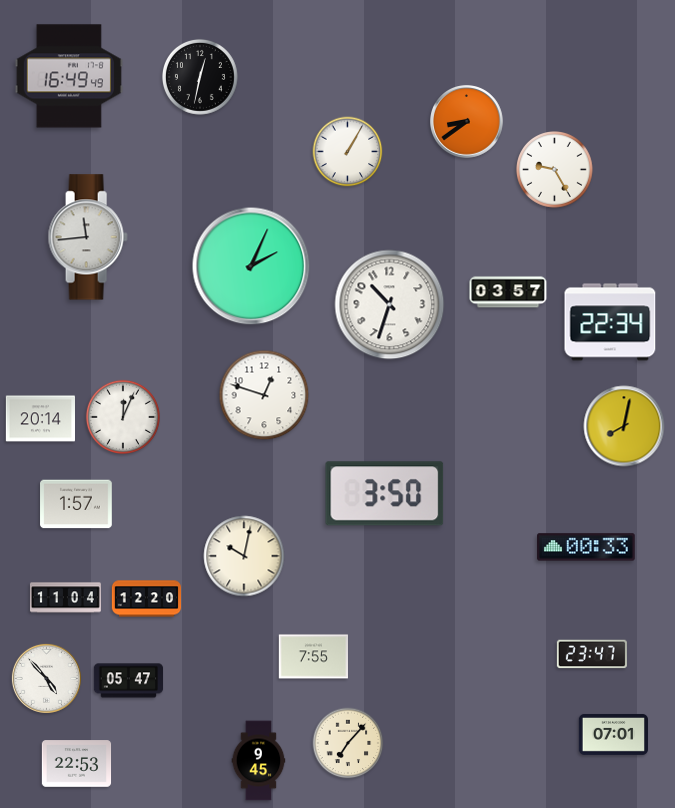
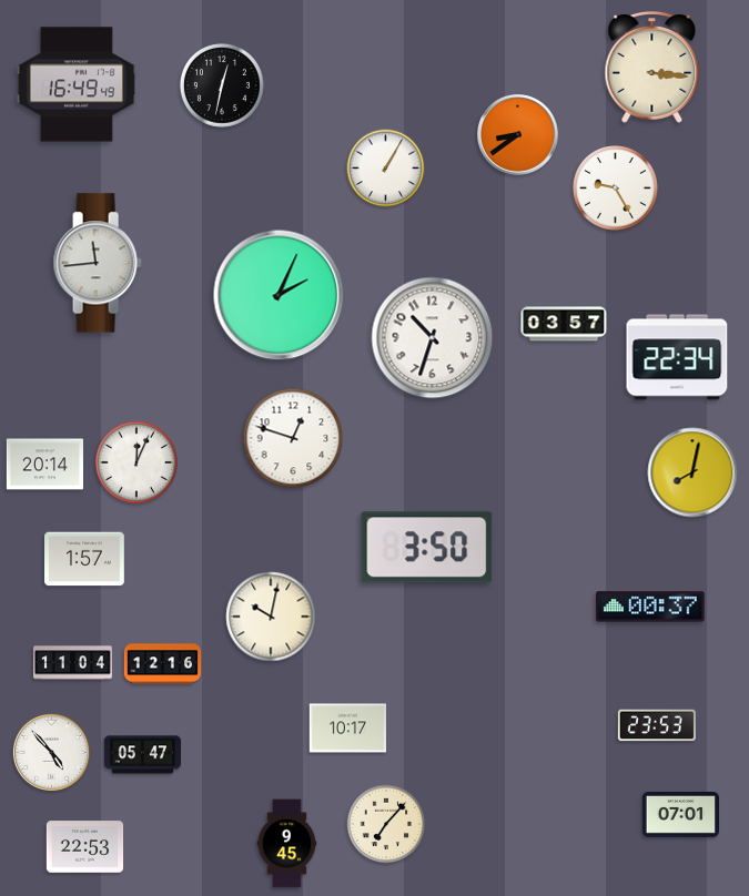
clock at (652, 67): none -> 3:16
clock at (586, 547): 00:33 -> 00:37
clock at (147, 599): 12:20 -> 12:16
clock at (592, 654): 23:47 -> 23:53
clock at (313, 657): 7:55 -> 10:17
